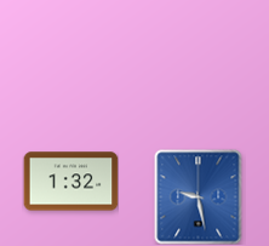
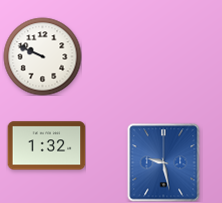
clock at (42, 56): none -> 9:49
clock at (70, 182) position: (70, 182) -> (46, 146)
